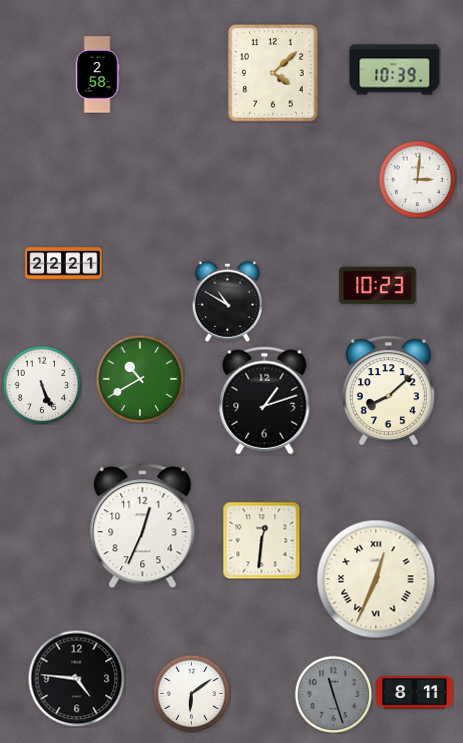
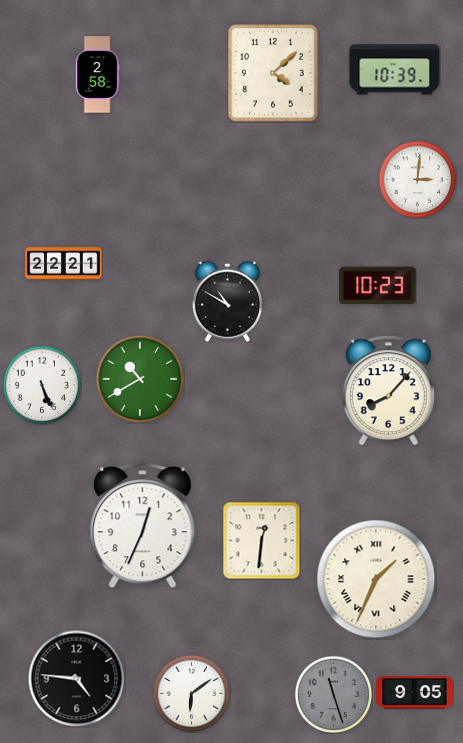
clock at (388, 391): 8:08 -> 8:07
clock at (265, 401): 1:12 -> none
clock at (376, 579): 12:34 -> 1:34
clock at (415, 693): 8:11 -> 9:05
